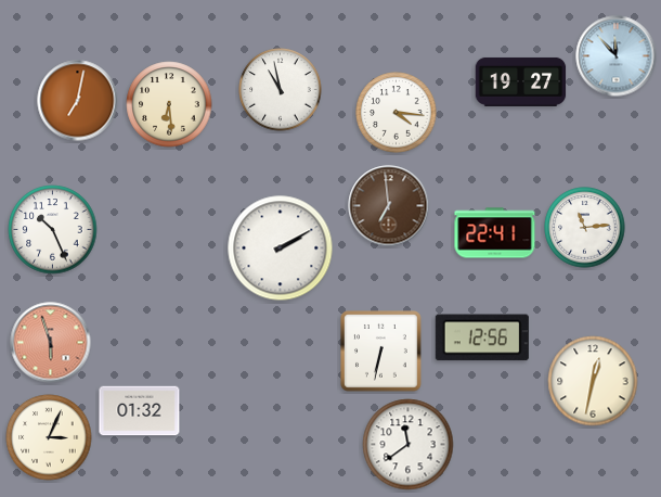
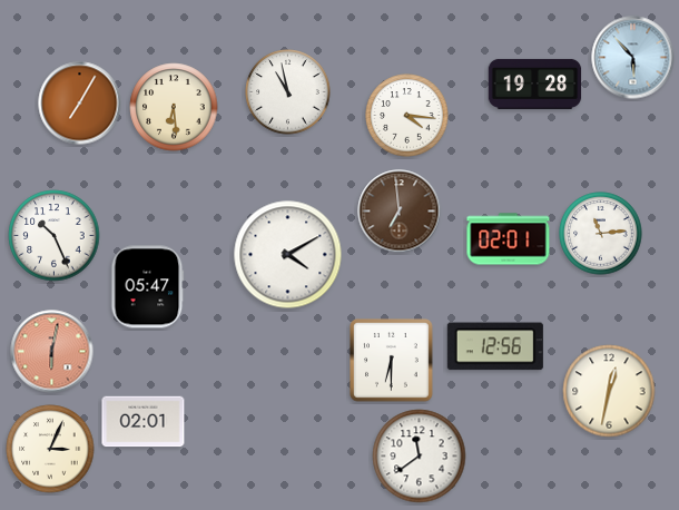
clock at (617, 56): 11:53 -> 5:53
clock at (521, 81): 19:27 -> 19:28
clock at (78, 101): 7:02 -> 7:05
clock at (495, 233): 22:41 -> 02:01
clock at (281, 248): 2:10 -> 4:10
clock at (148, 287): none -> 05:47
clock at (51, 343): 5:57 -> 6:02
clock at (381, 352): 6:32 -> 6:30
clock at (140, 411): 01:32 -> 02:01
